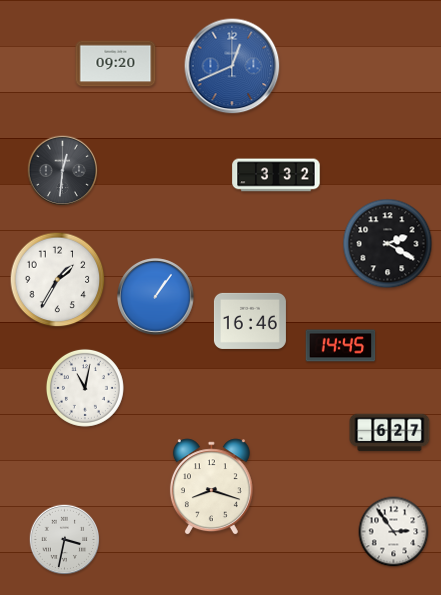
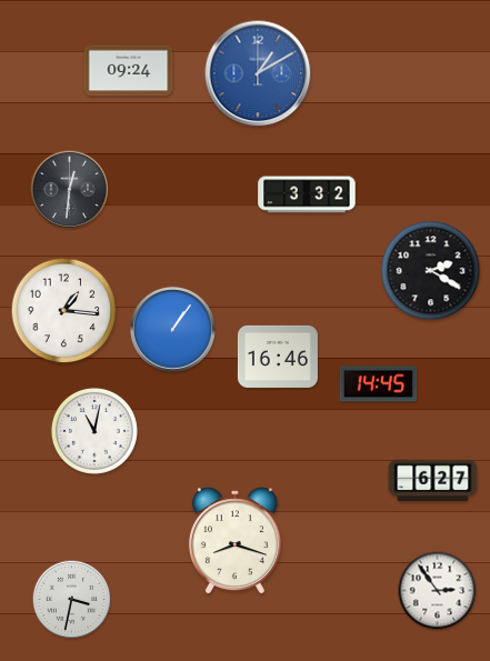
clock at (116, 64): 09:20 -> 09:24
clock at (232, 66): 12:41 -> 1:10
clock at (58, 280): 1:35 -> 1:16
